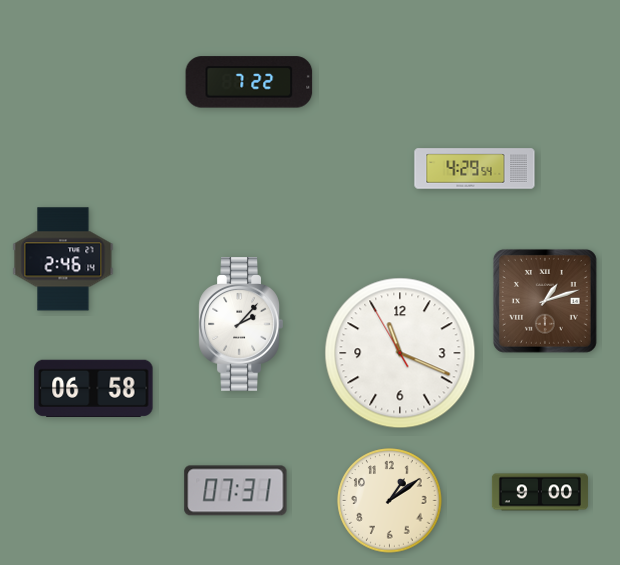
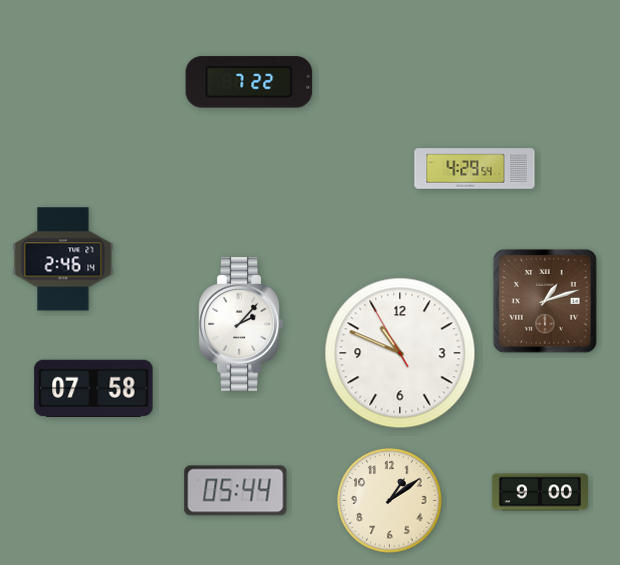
clock at (400, 353): 11:18 -> 10:48
clock at (94, 388): 06:58 -> 07:58
clock at (236, 491): 07:31 -> 05:44
